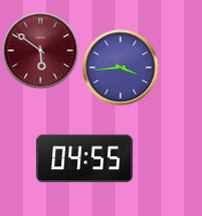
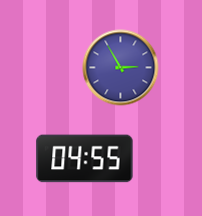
clock at (41, 51): 5:51 -> none
clock at (121, 68): 3:44 -> 2:55
